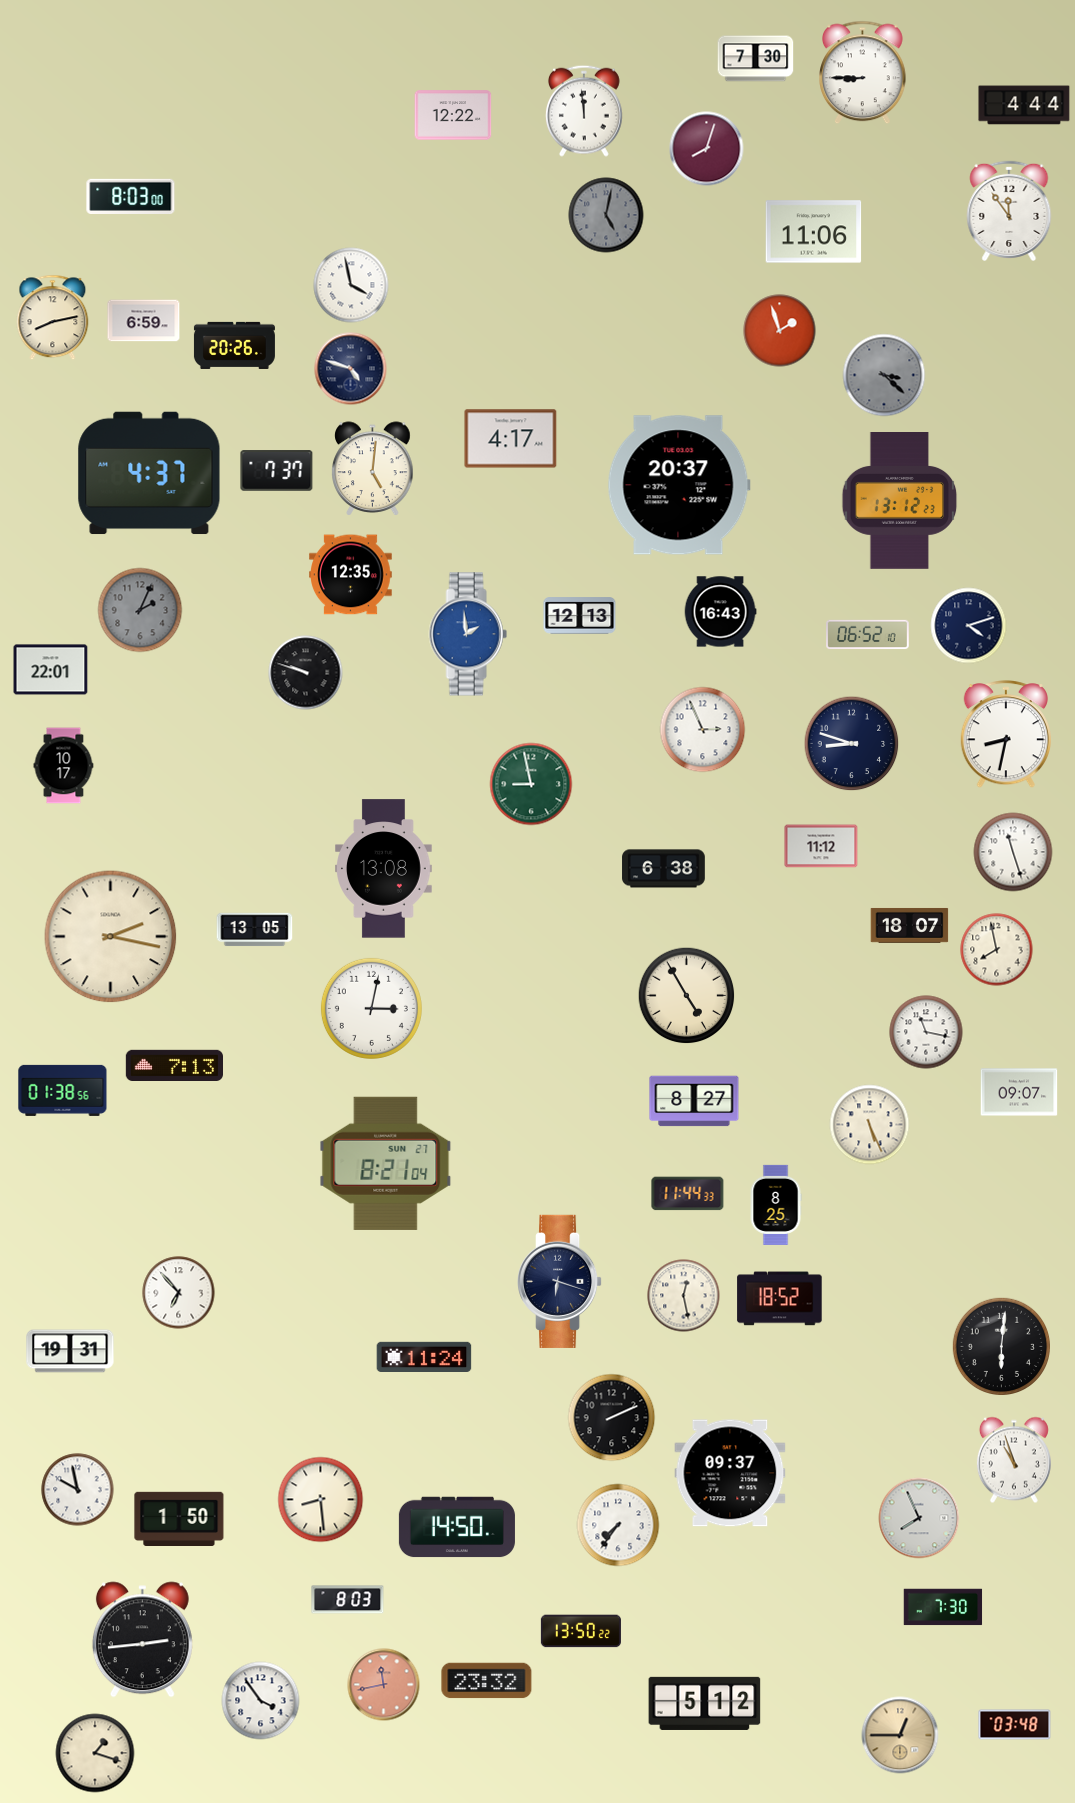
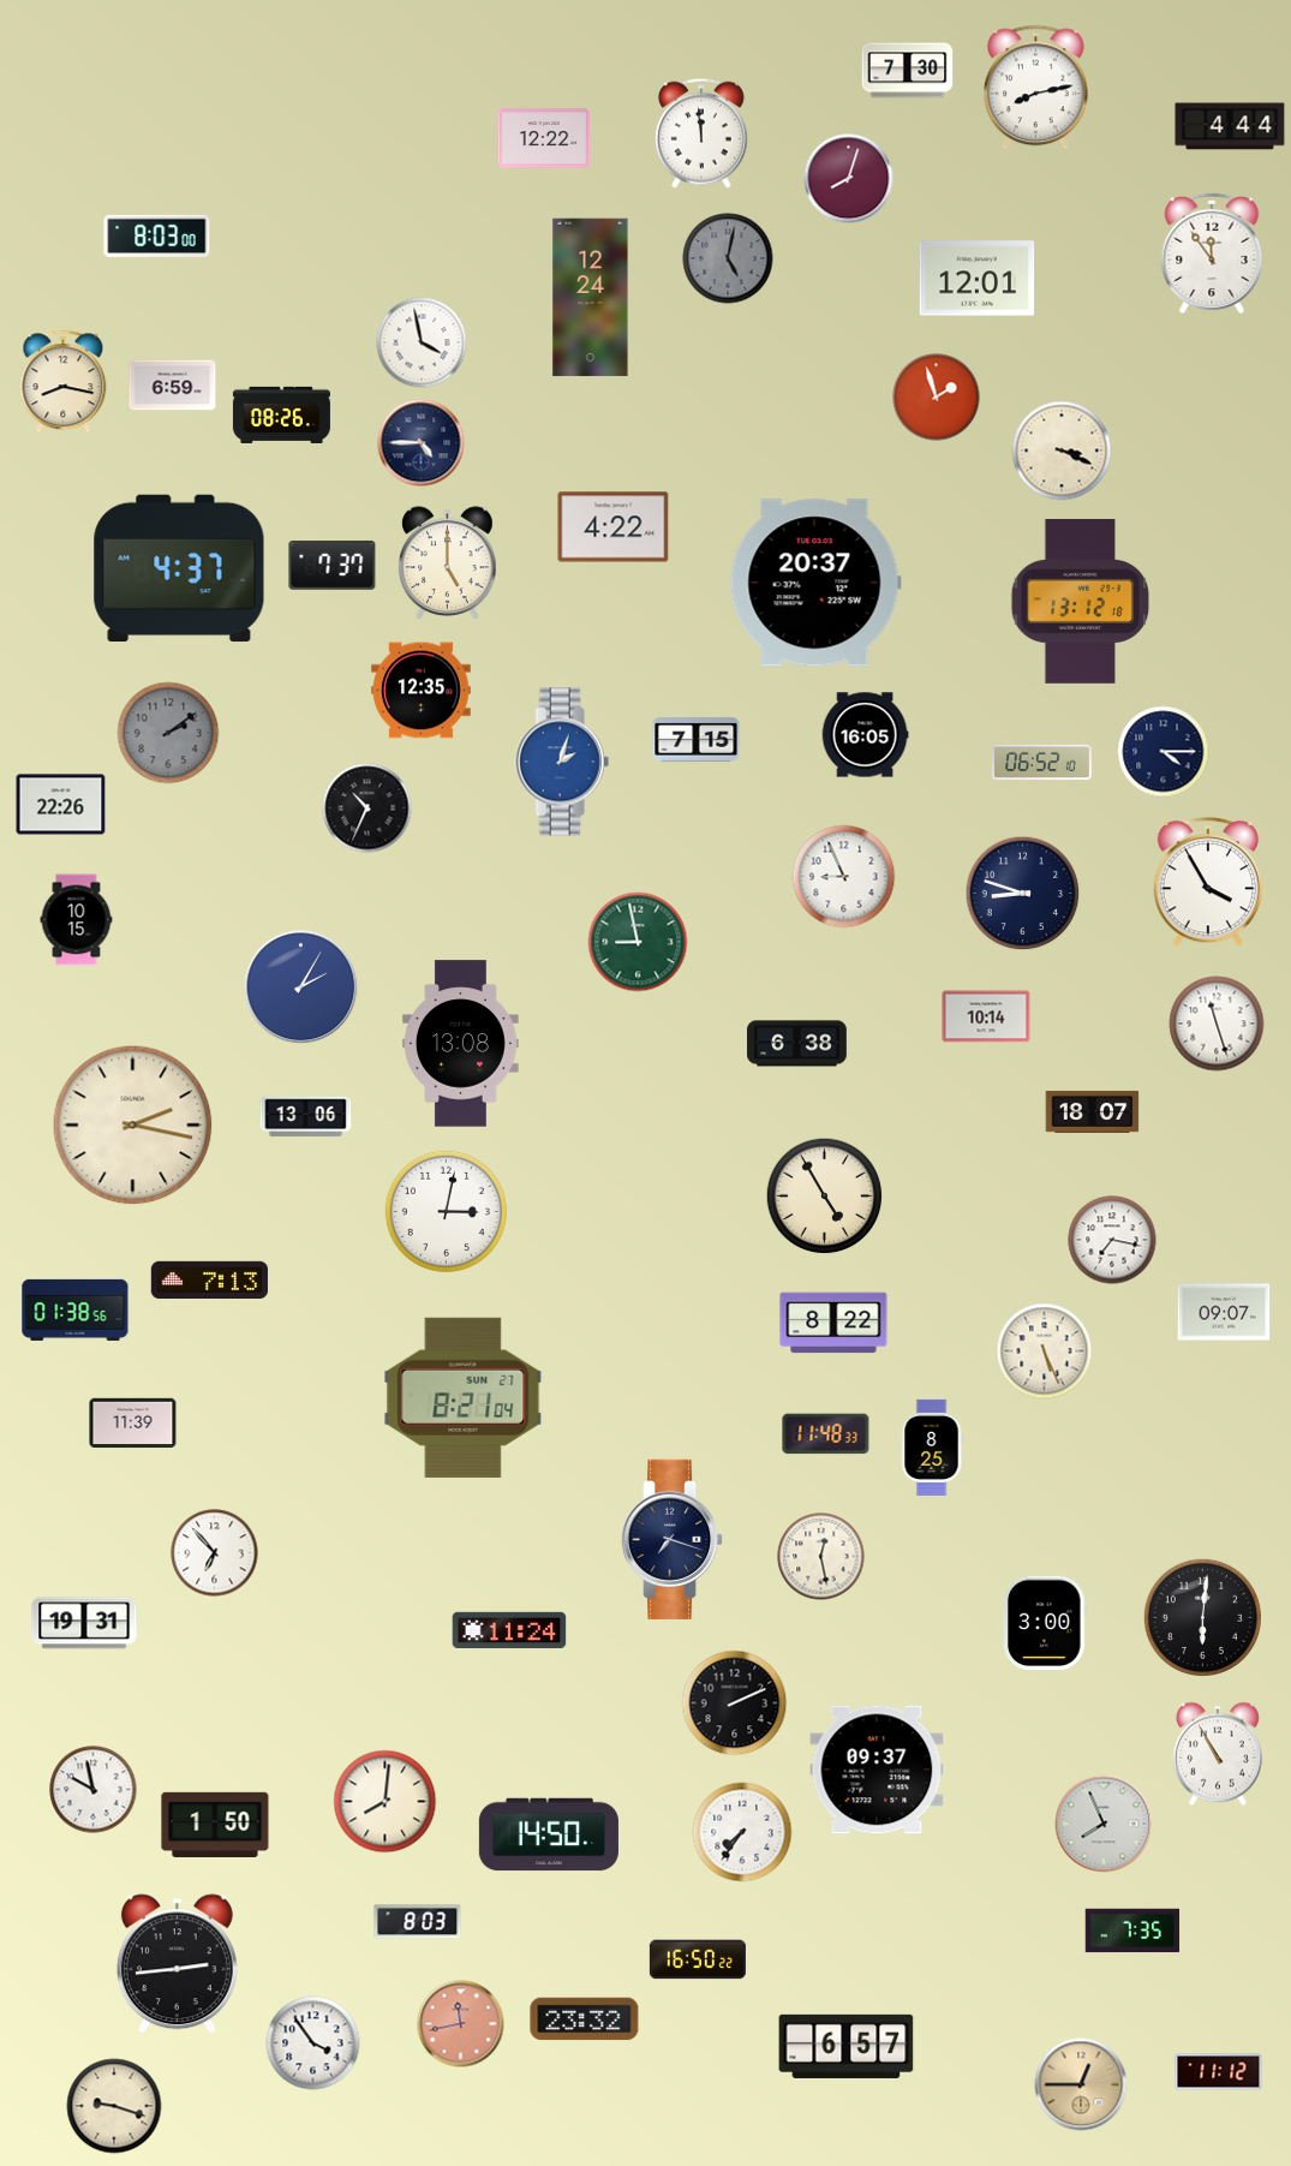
clock at (863, 73): 8:45 -> 8:13
clock at (814, 232): 11:06 -> 12:01
clock at (591, 298): none -> 12:24
clock at (53, 318): 8:13 -> 8:17
clock at (234, 345): 20:26 -> 08:26
clock at (351, 369): 4:48 -> 4:45
clock at (884, 375): 3:22 -> 3:19
clock at (884, 375) dial: grey -> cream
clock at (511, 439): 4:17 -> 4:22
clock at (373, 469): 5:01 -> 5:00
clock at (900, 501): 13:12:23 -> 13:12:18
clock at (140, 610): 2:04 -> 2:09
clock at (720, 612): 16:43 -> 16:05
clock at (580, 616): 12:13 -> 7:15
clock at (969, 626): 4:12 -> 4:15
clock at (468, 634): 1:59 -> 2:03
clock at (51, 670): 22:01 -> 22:26
clock at (306, 673): 9:48 -> 10:34
clock at (703, 730): 2:56 -> 8:56
clock at (1005, 735): 8:32 -> 3:55
clock at (64, 766): 10:17 -> 10:15
clock at (301, 987): none -> 2:05
clock at (821, 846): 11:12 -> 10:14
clock at (255, 930): 13:05 -> 13:06
clock at (997, 950): 7:58 -> none
clock at (926, 1032): 11:17 -> 7:17
clock at (694, 1101): 8:27 -> 8:22
clock at (133, 1424): none -> 11:39
clock at (688, 1194): 11:44 -> 11:48
clock at (561, 1281): 6:18 -> 7:18
clock at (780, 1299): 18:52 -> none
clock at (1046, 1623): none -> 3:00
clock at (1014, 1460): 10:57 -> 10:55
clock at (321, 1500): 8:29 -> 8:01
clock at (943, 1607): 7:30 -> 7:35
clock at (581, 1631): 13:50 -> 16:50
clock at (142, 1640) position: (142, 1640) -> (177, 1964)
clock at (705, 1703): 5:12 -> 6:57
clock at (1015, 1725): 03:48 -> 11:12
clock at (95, 1753): 1:18 -> 9:18
